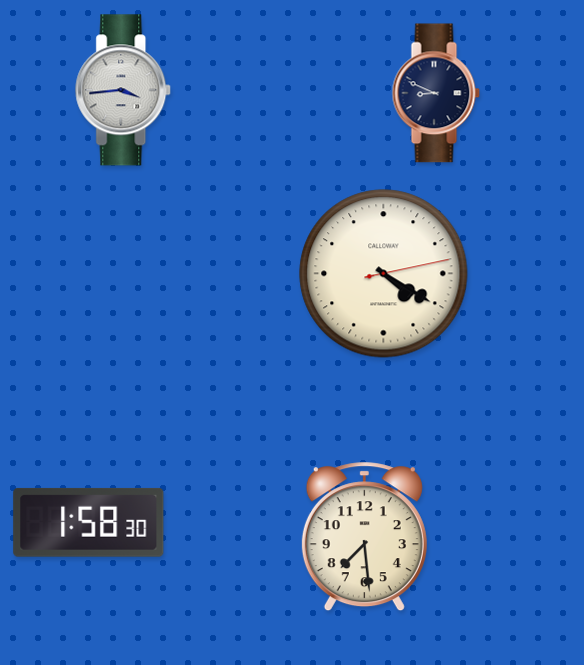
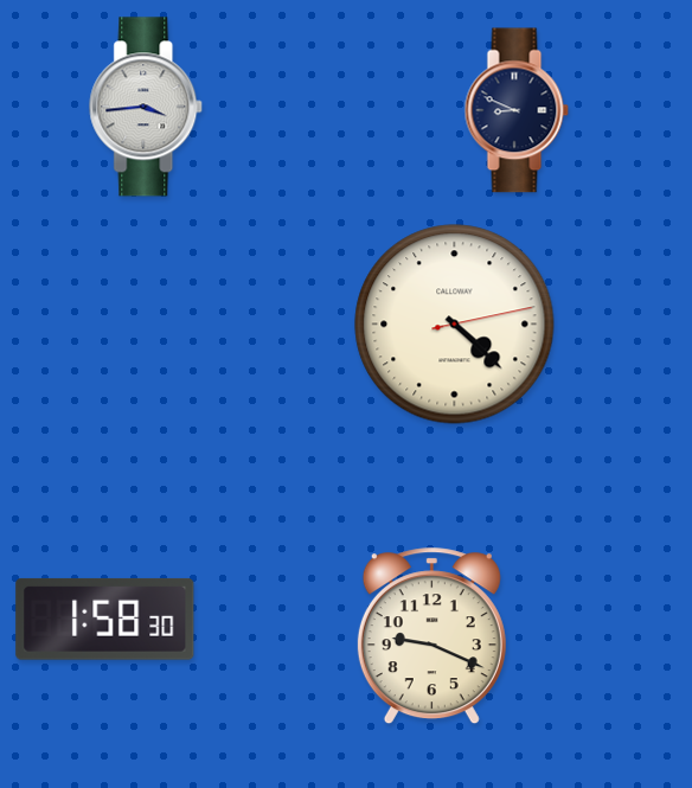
clock at (384, 274): 4:20 -> 4:22
clock at (364, 537): 7:29 -> 9:19
